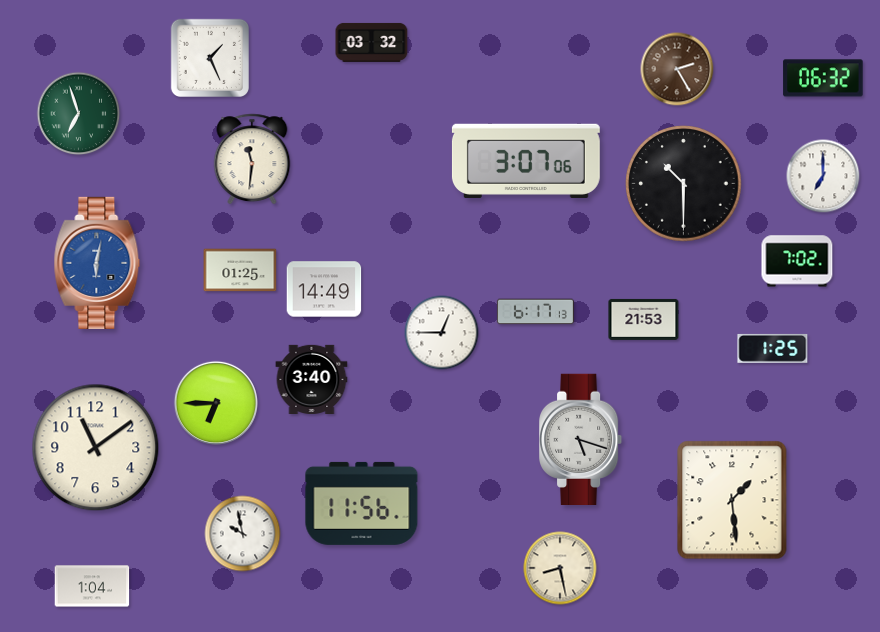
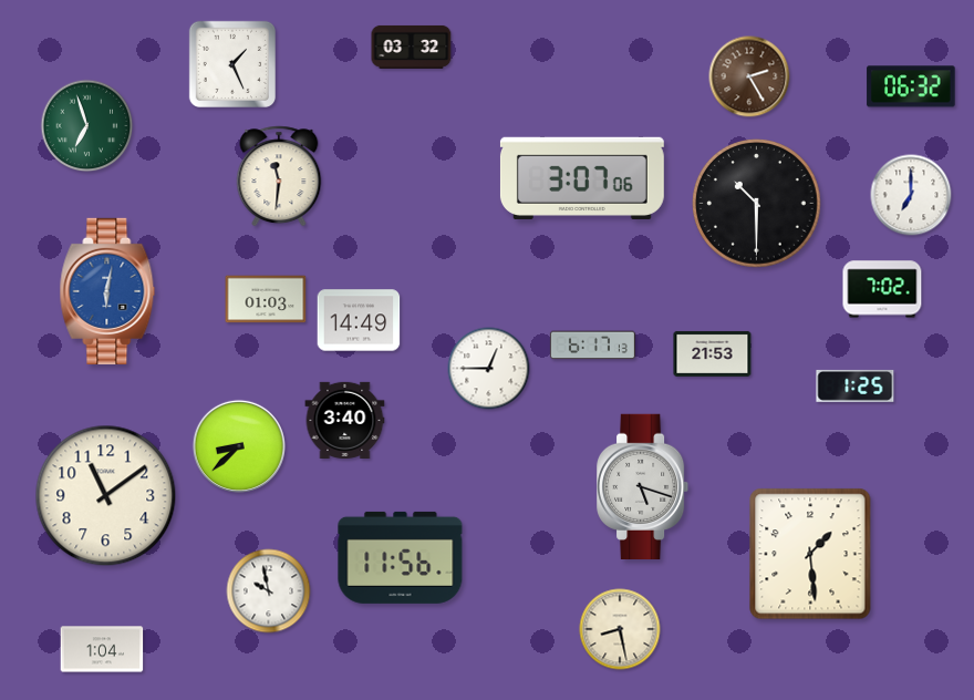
clock at (240, 270): 01:25 -> 01:03
clock at (215, 402): 6:45 -> 8:38
